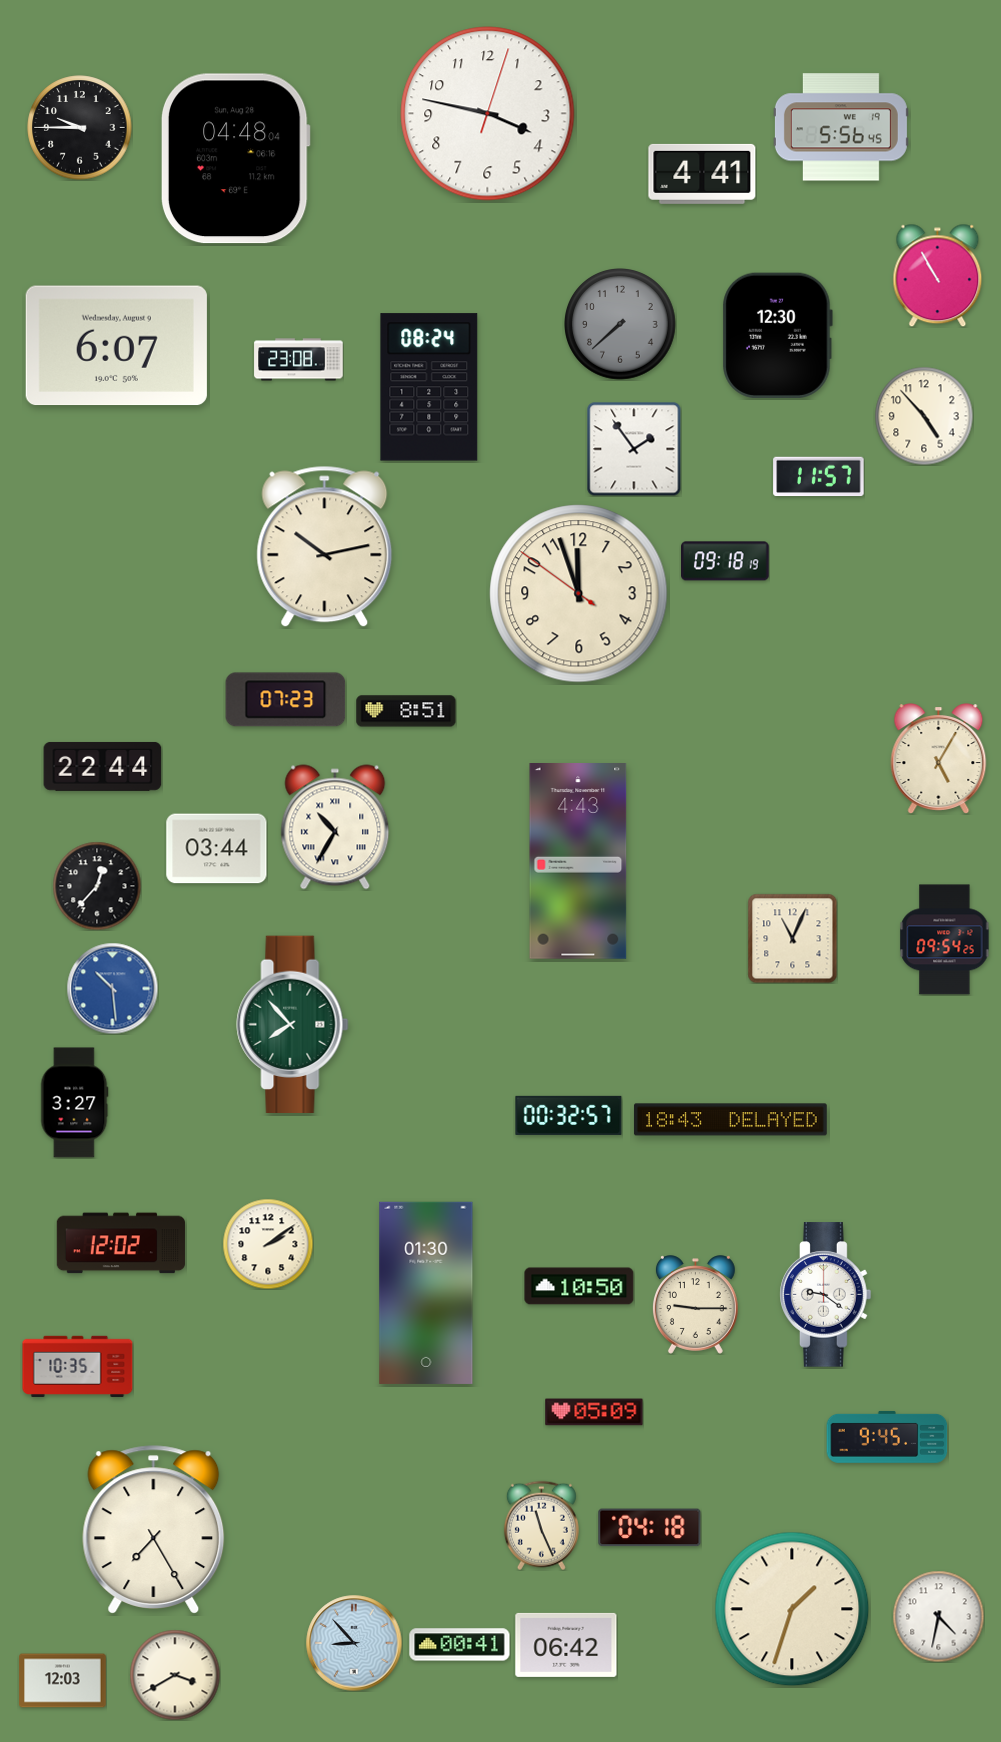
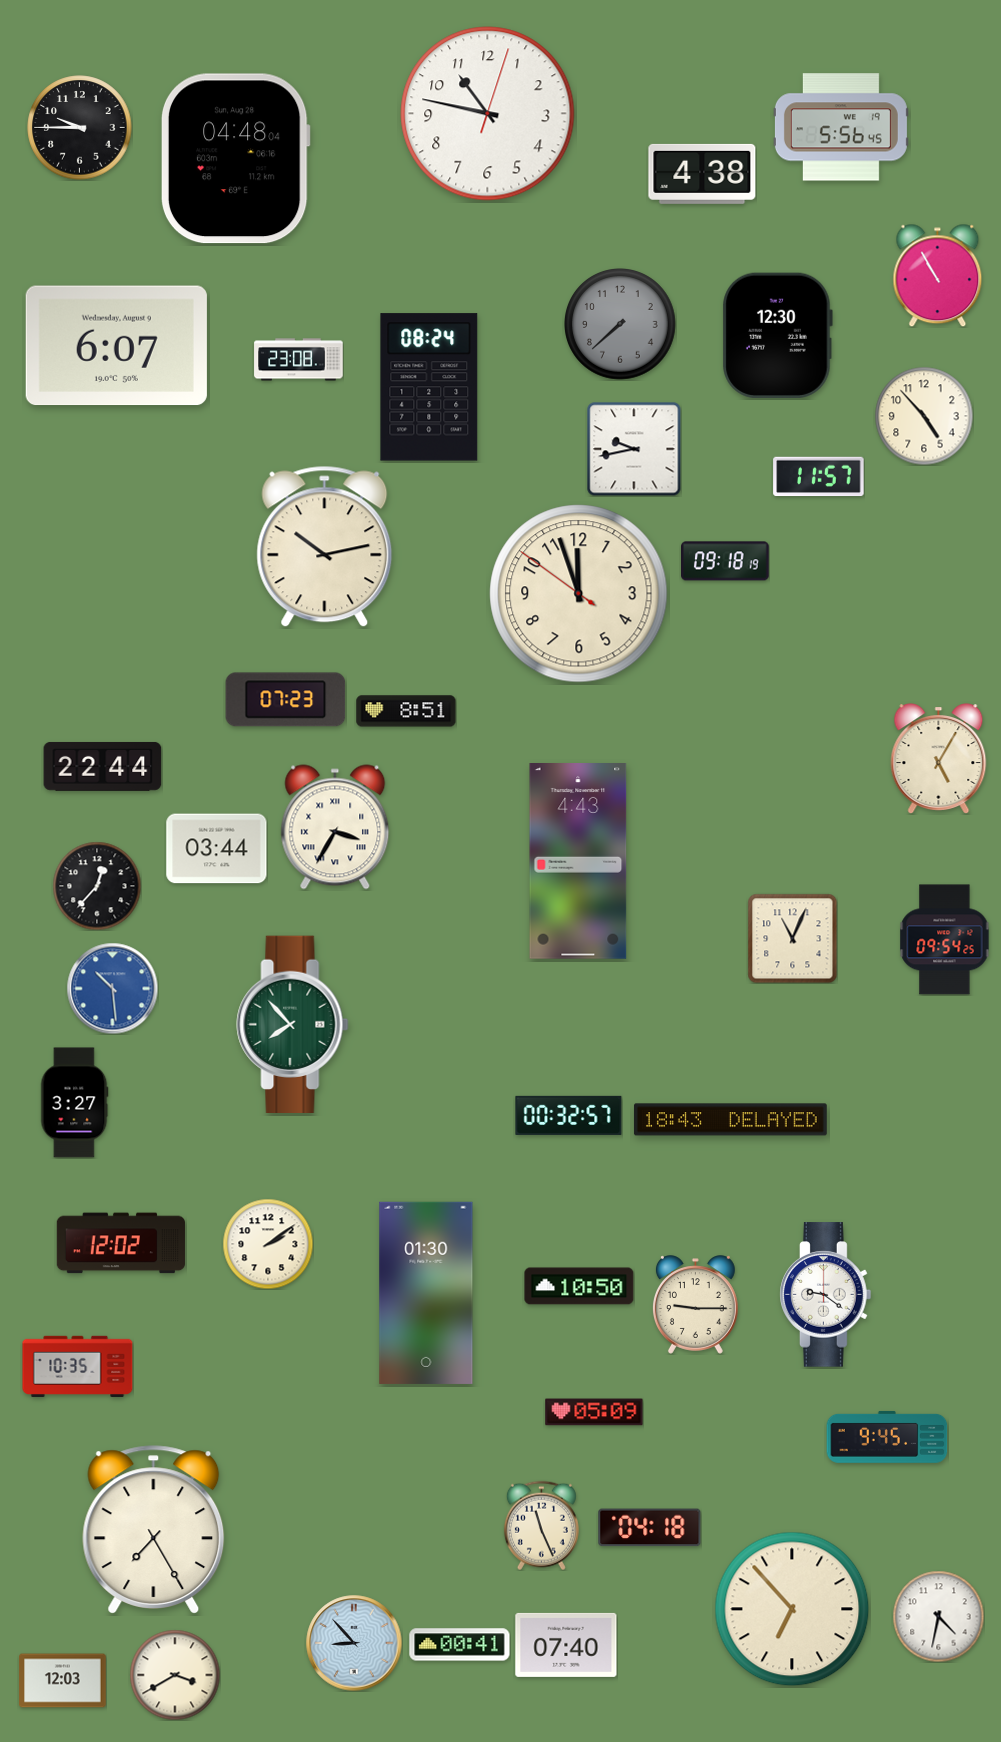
clock at (488, 114): 3:47 -> 10:47
clock at (702, 174): 4:41 -> 4:38
clock at (634, 449): 1:54 -> 9:43
clock at (335, 827): 10:35 -> 3:35
clock at (792, 1609): 1:33 -> 6:53
clock at (566, 1645): 06:42 -> 07:40
